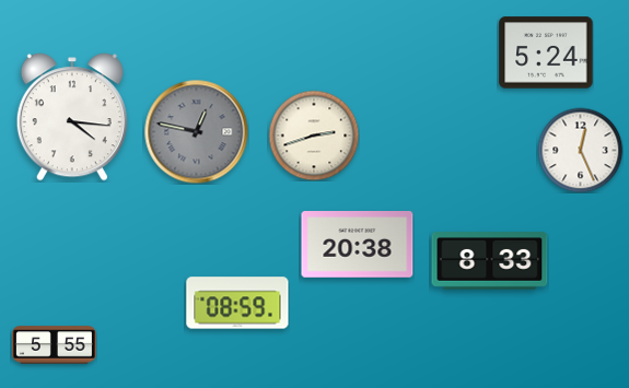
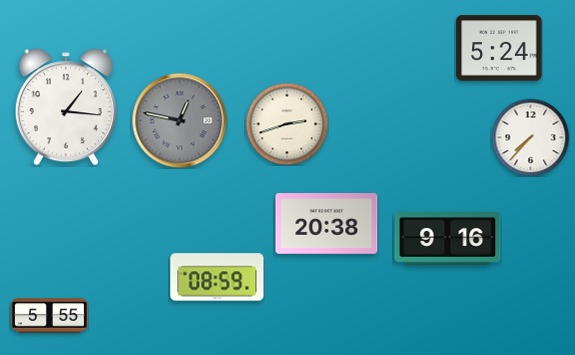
clock at (72, 117): 4:16 -> 1:16
clock at (580, 150): 12:26 -> 7:37
clock at (490, 261): 8:33 -> 9:16
